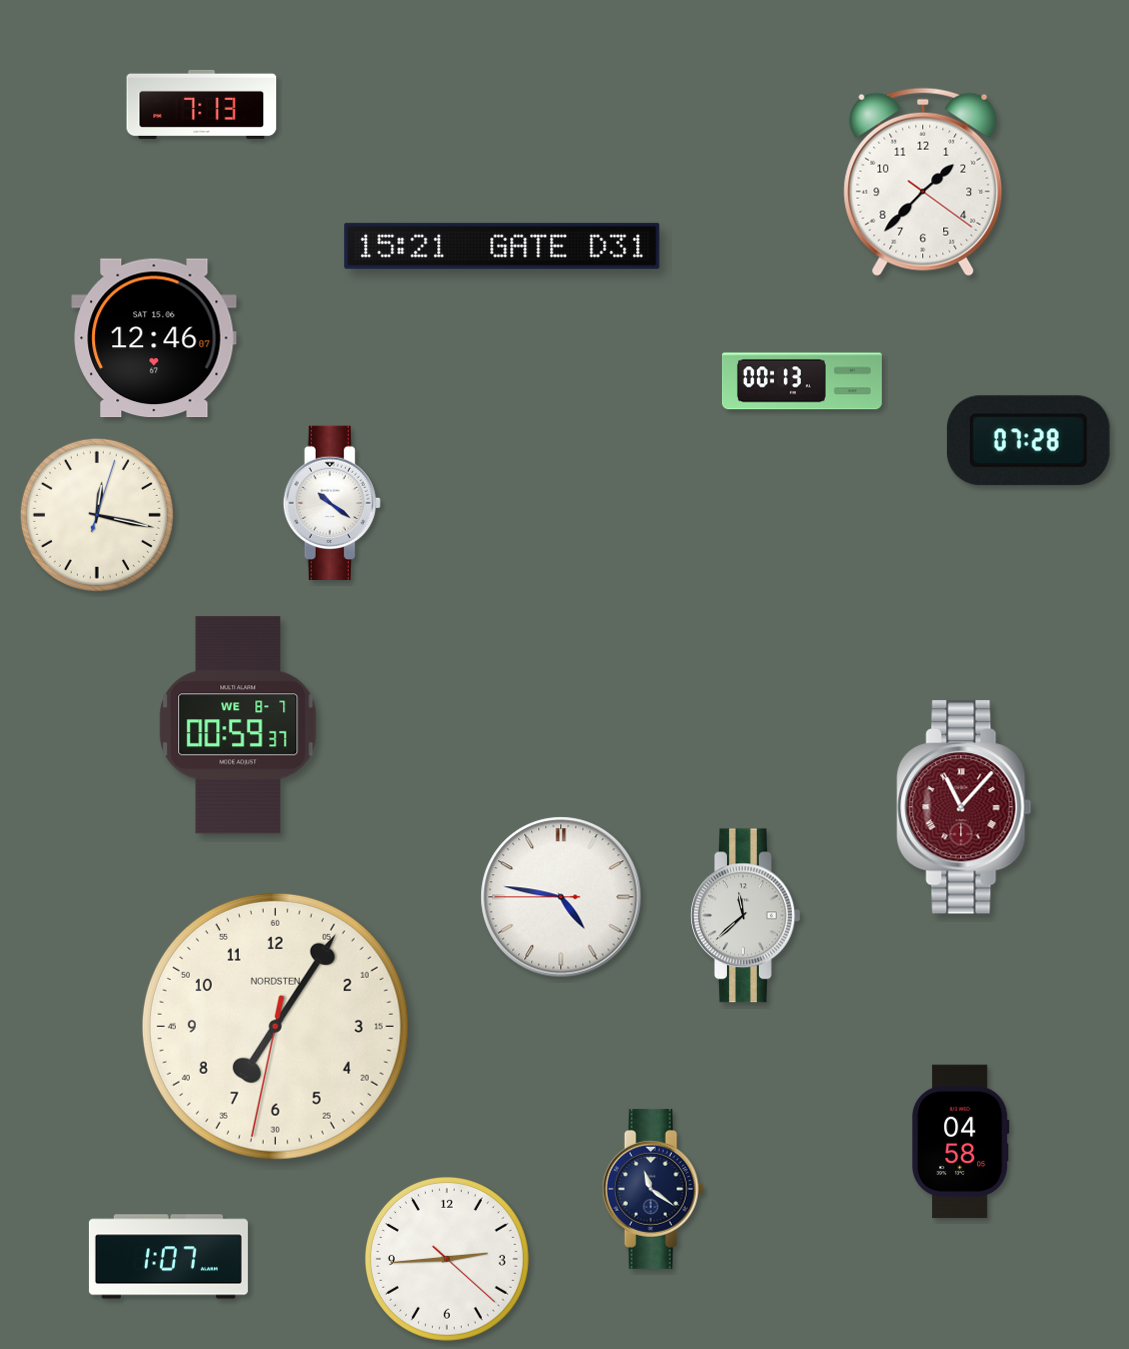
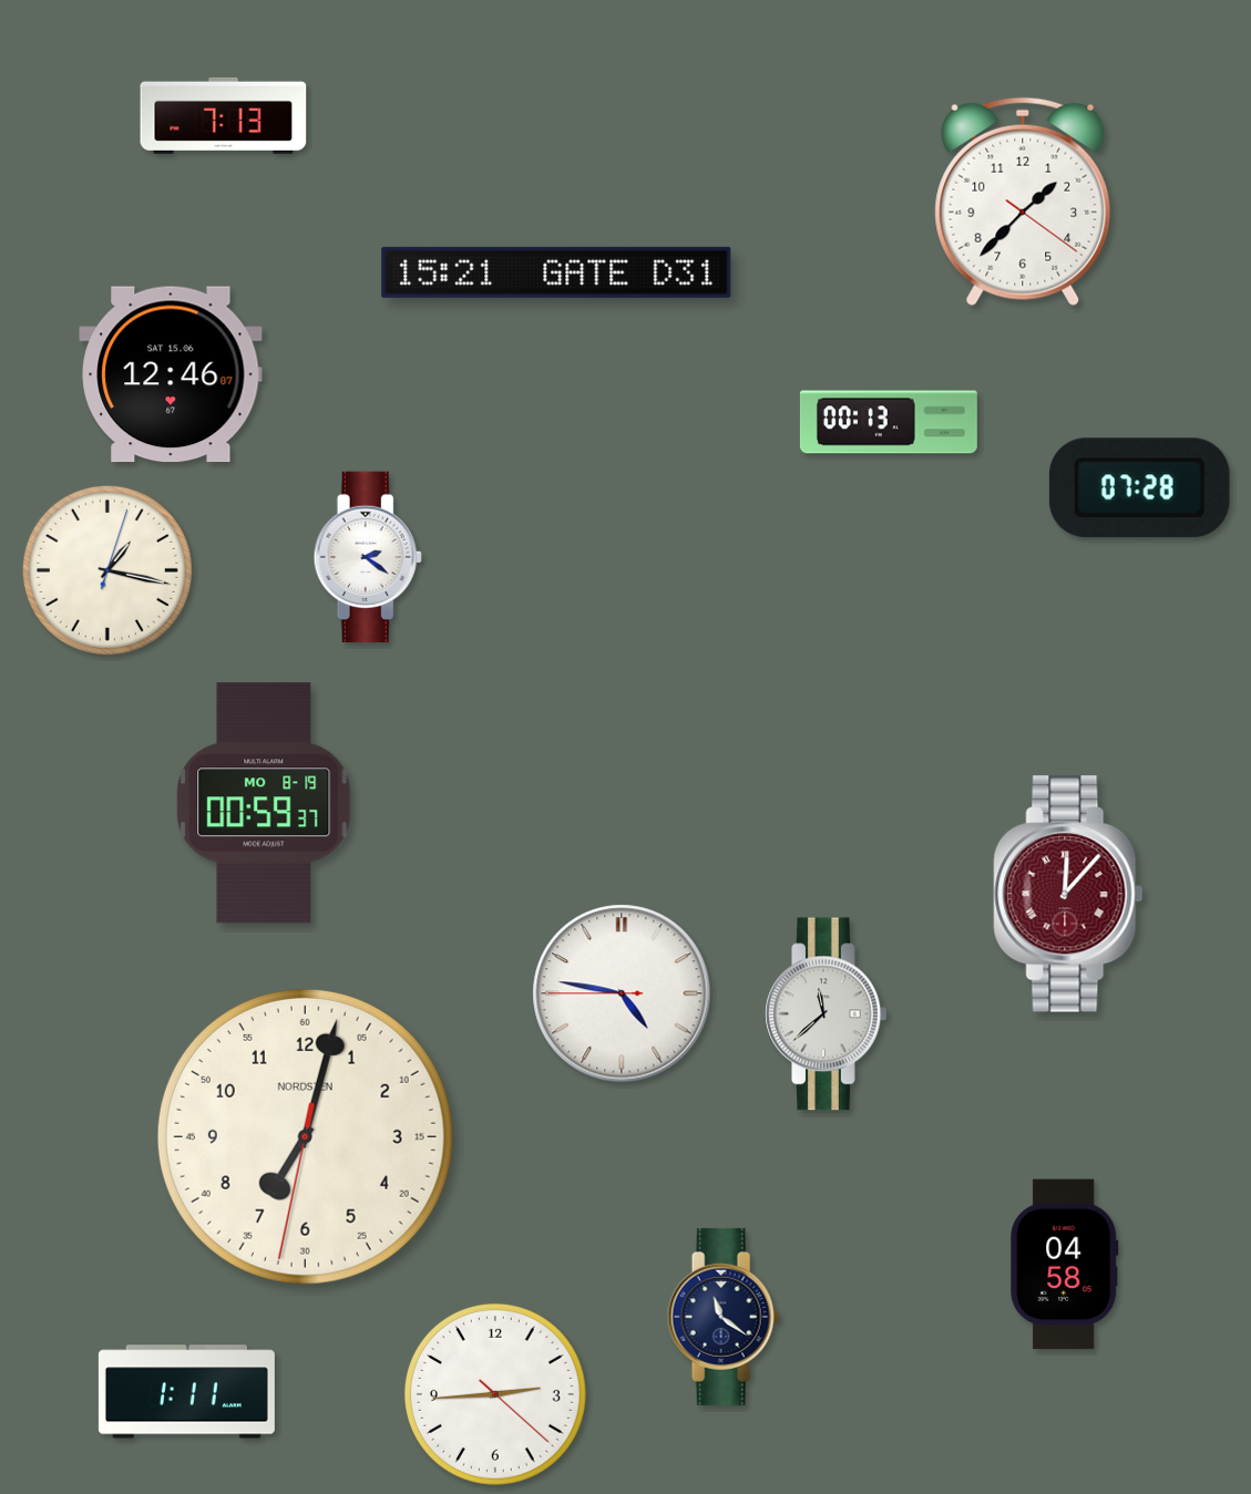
clock at (332, 502): 10:21 -> 2:21
clock at (97, 515): 12:17 -> 1:17
clock at (238, 725) date: WE 8-7 -> MO 8-19
clock at (964, 807): 11:07 -> 12:07
clock at (275, 1026): 7:05 -> 7:02
clock at (168, 1257): 1:07 -> 1:11
